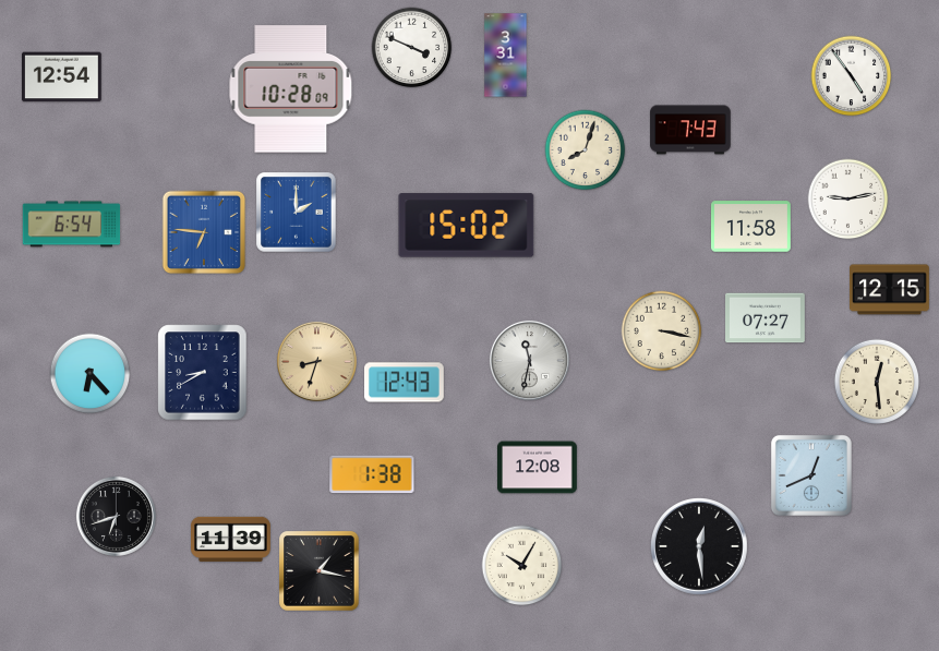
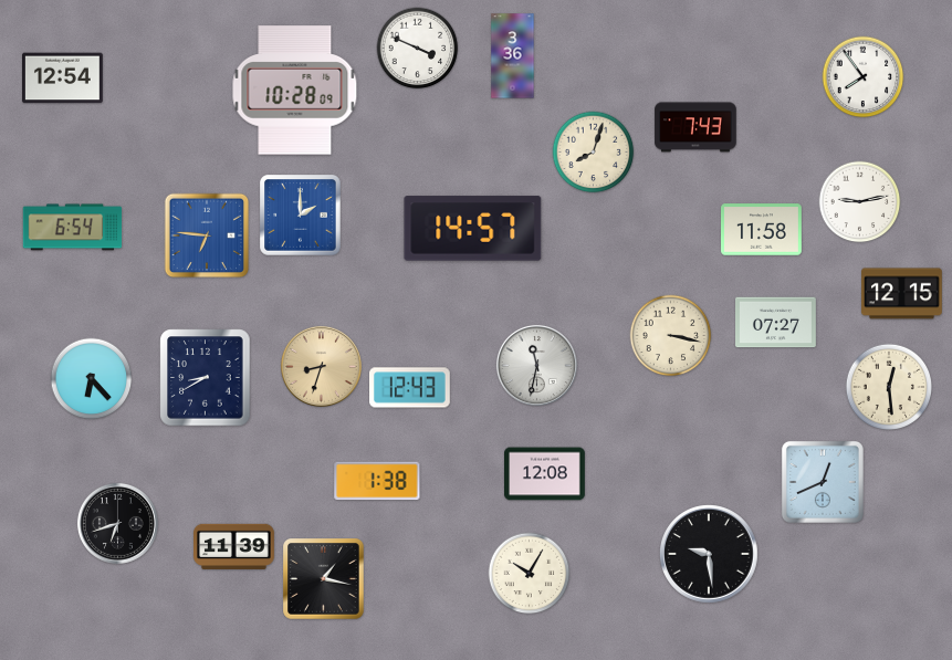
clock at (506, 56): 3:31 -> 3:36
clock at (852, 76): 4:54 -> 7:54
clock at (690, 130) position: (690, 130) -> (695, 127)
clock at (467, 226): 15:02 -> 14:57
clock at (700, 547): 12:29 -> 9:29
